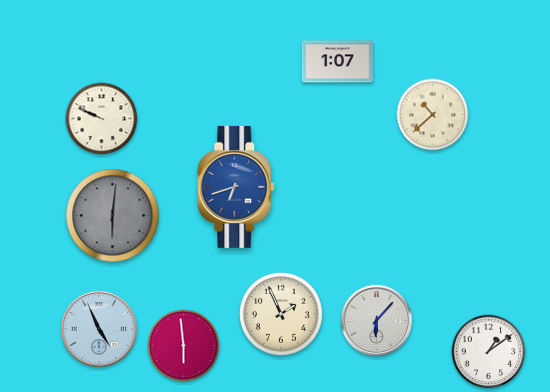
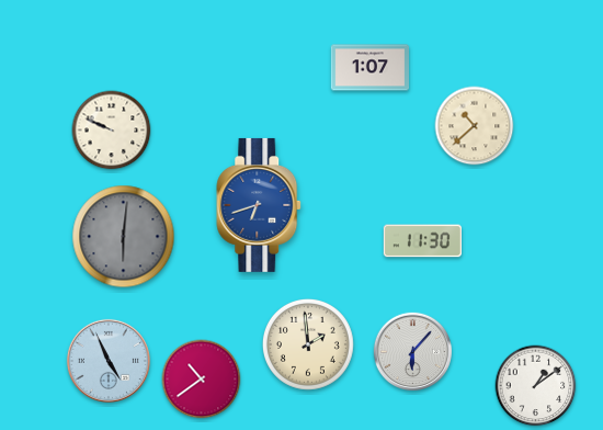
clock at (422, 241): none -> 11:30
clock at (281, 314): 1:56 -> 1:59
clock at (184, 346): 5:59 -> 10:39
